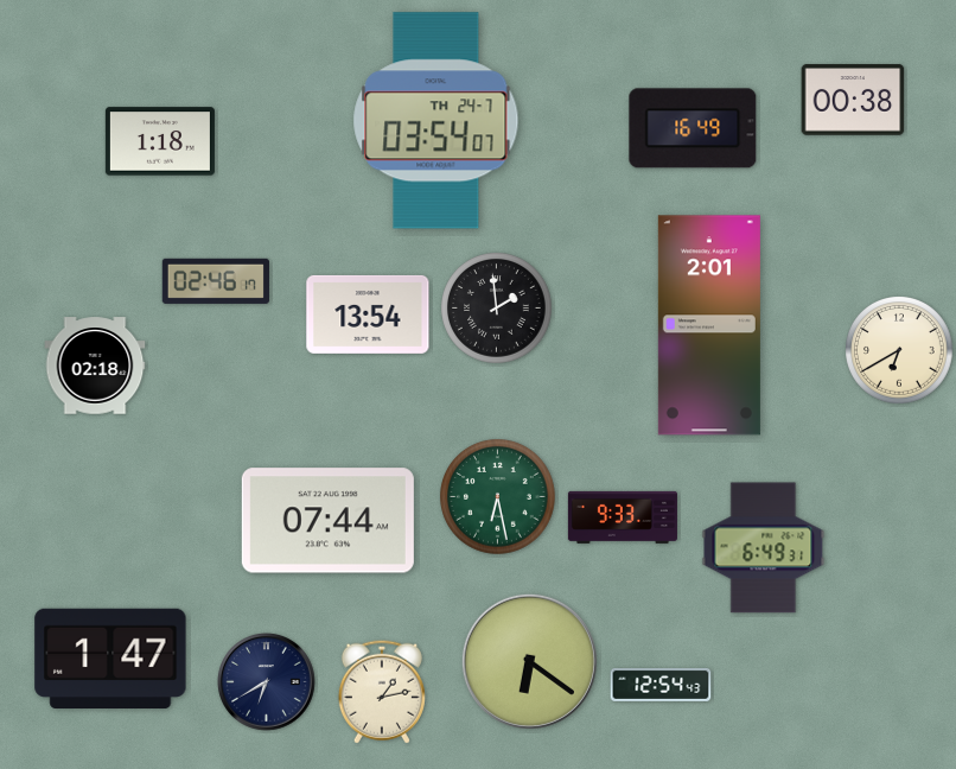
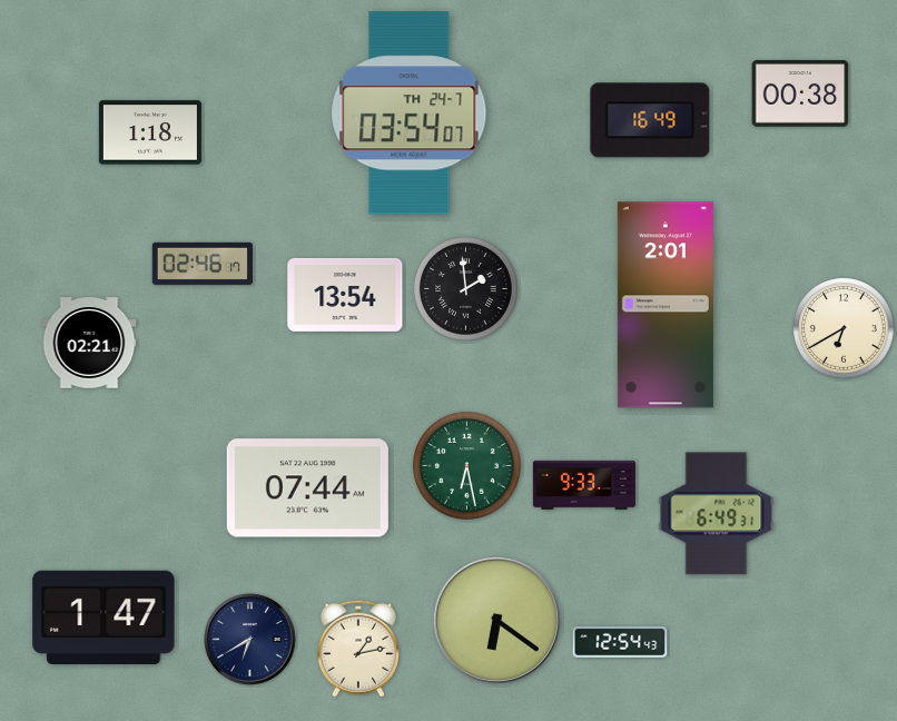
clock at (95, 366): 02:18 -> 02:21
